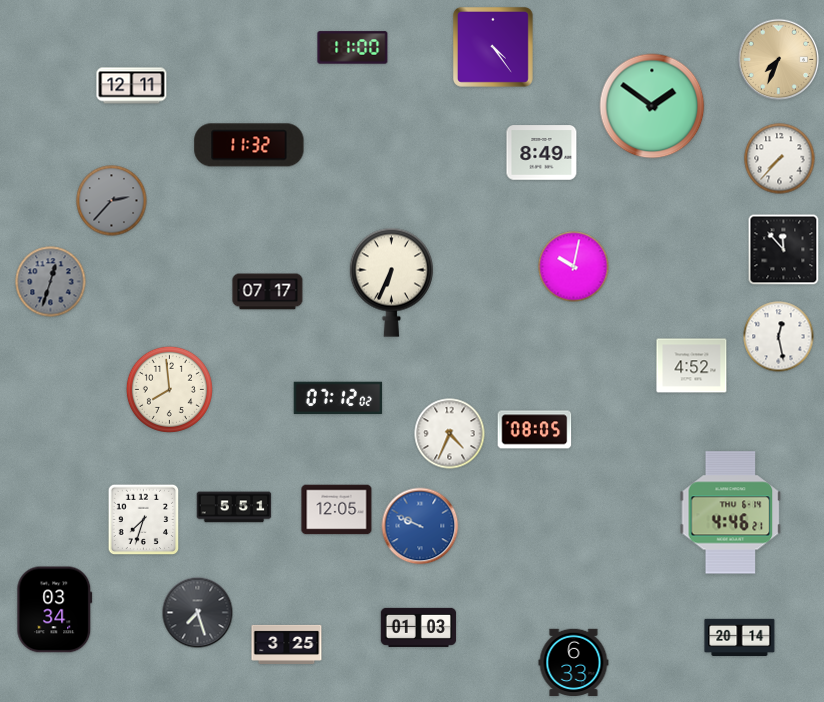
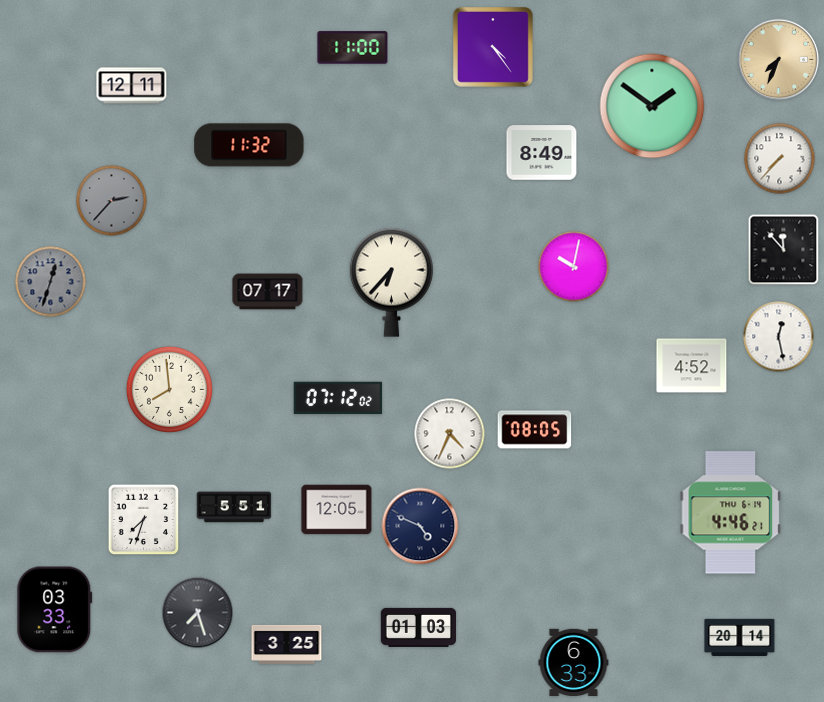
clock at (391, 282): 6:34 -> 6:37
clock at (420, 526): 9:49 -> 4:49
clock at (420, 526) dial: blue -> navy
clock at (55, 610): 03:34 -> 03:33
